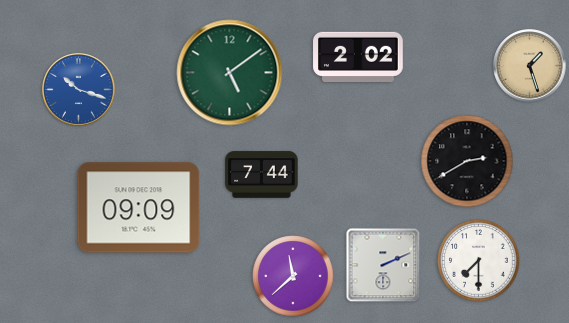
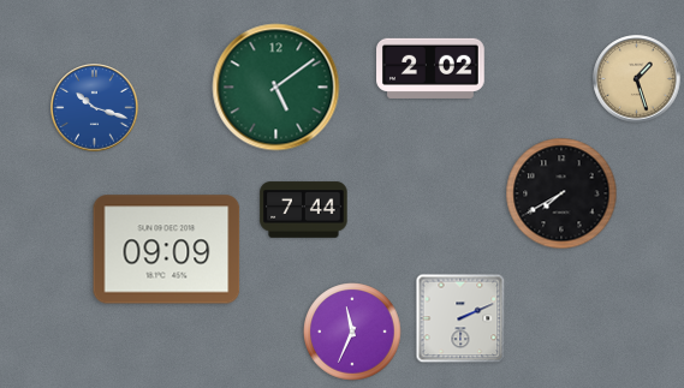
clock at (467, 161): 2:40 -> 7:40
clock at (262, 175) position: (262, 175) -> (304, 210)
clock at (479, 261): 7:30 -> none
clock at (293, 276): 11:38 -> 11:34
